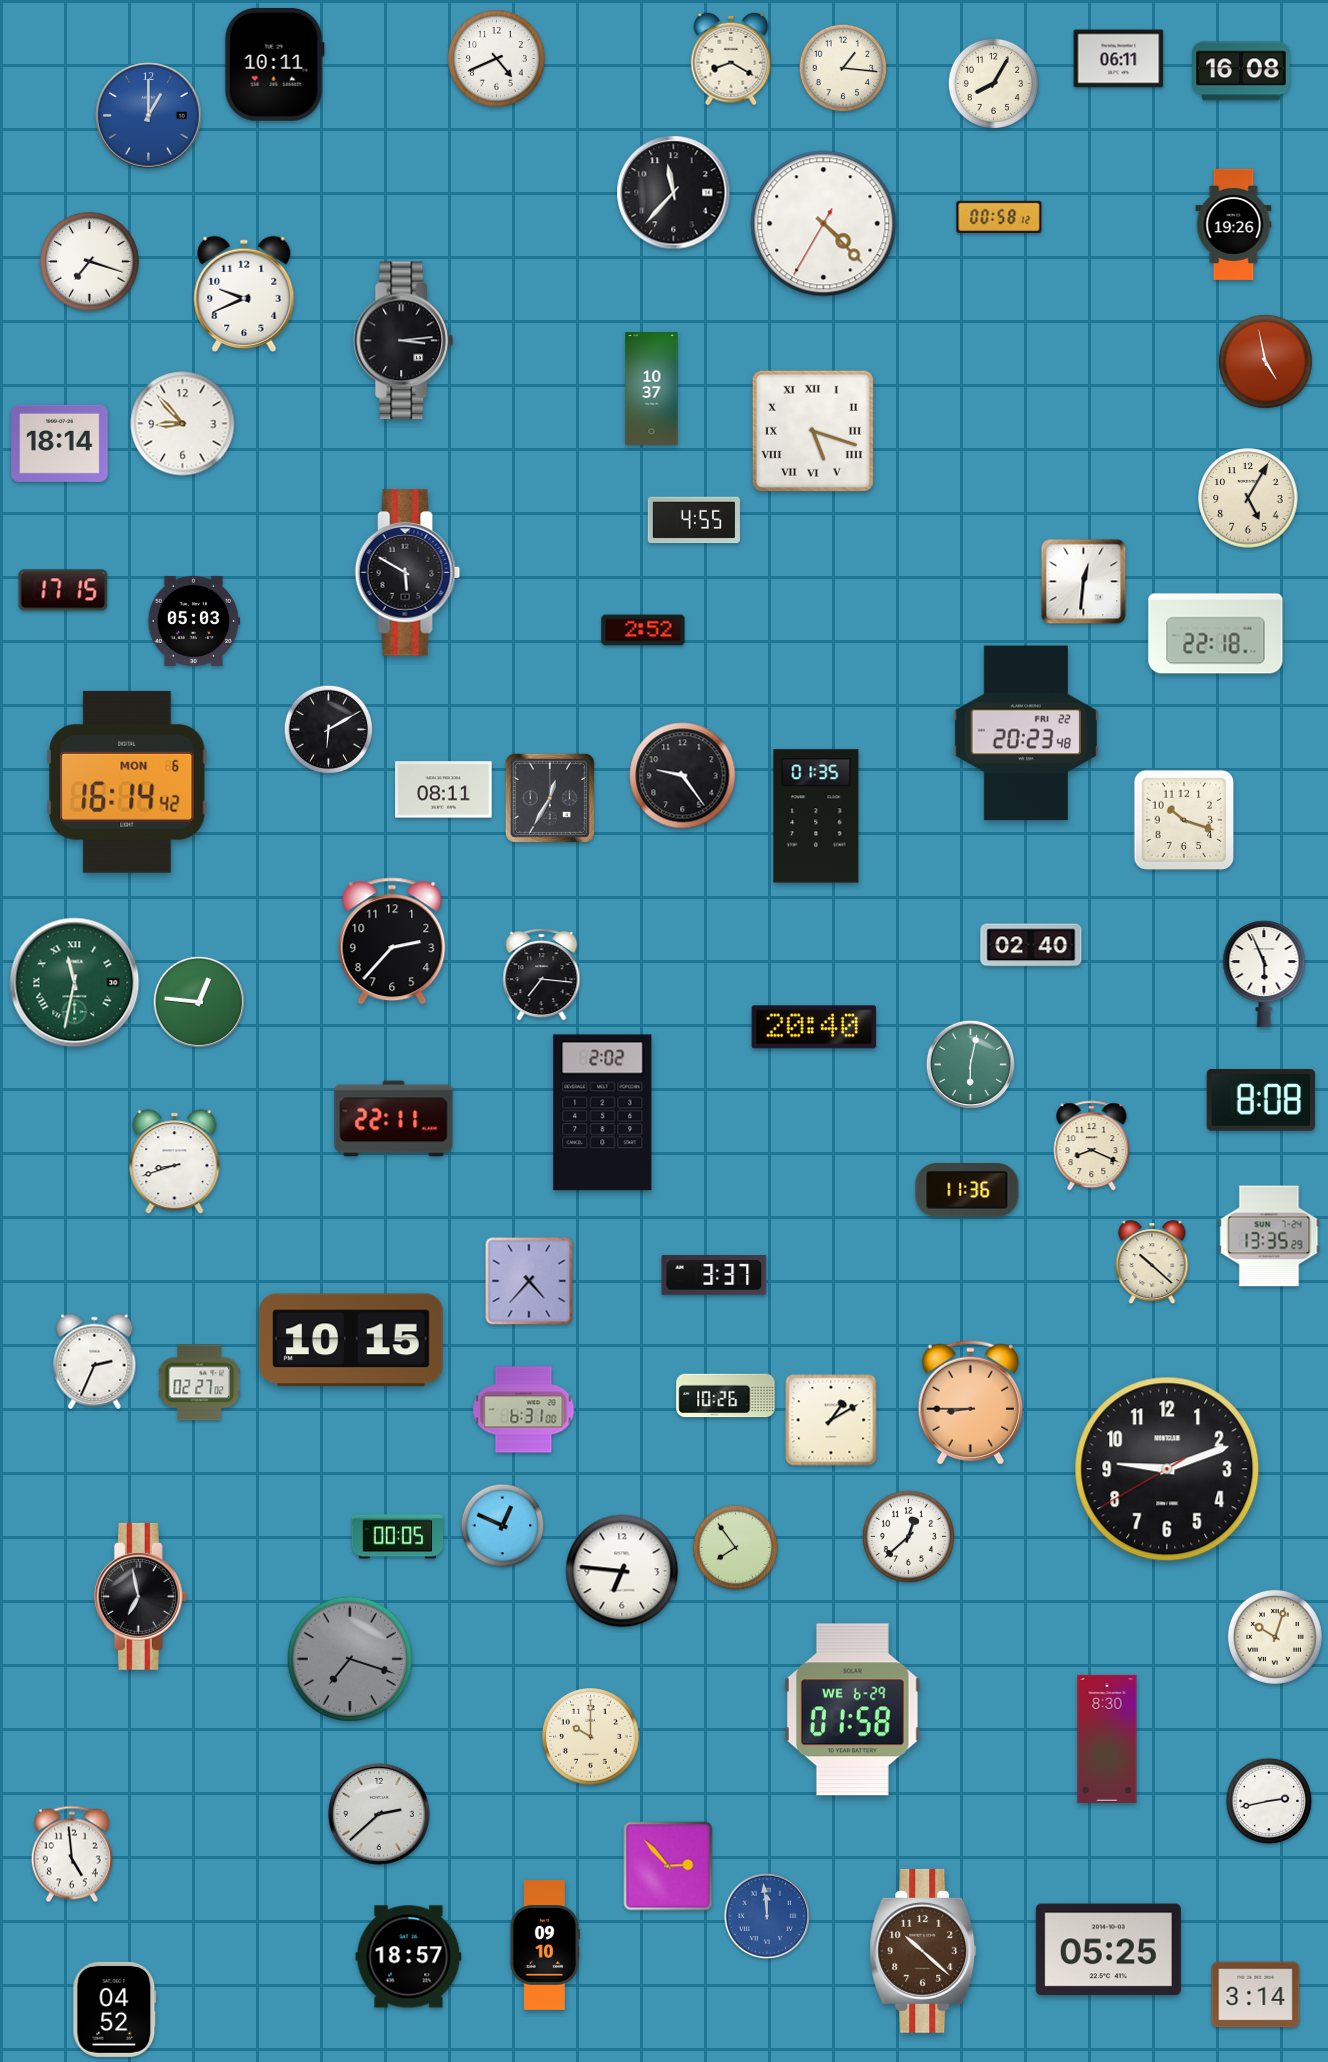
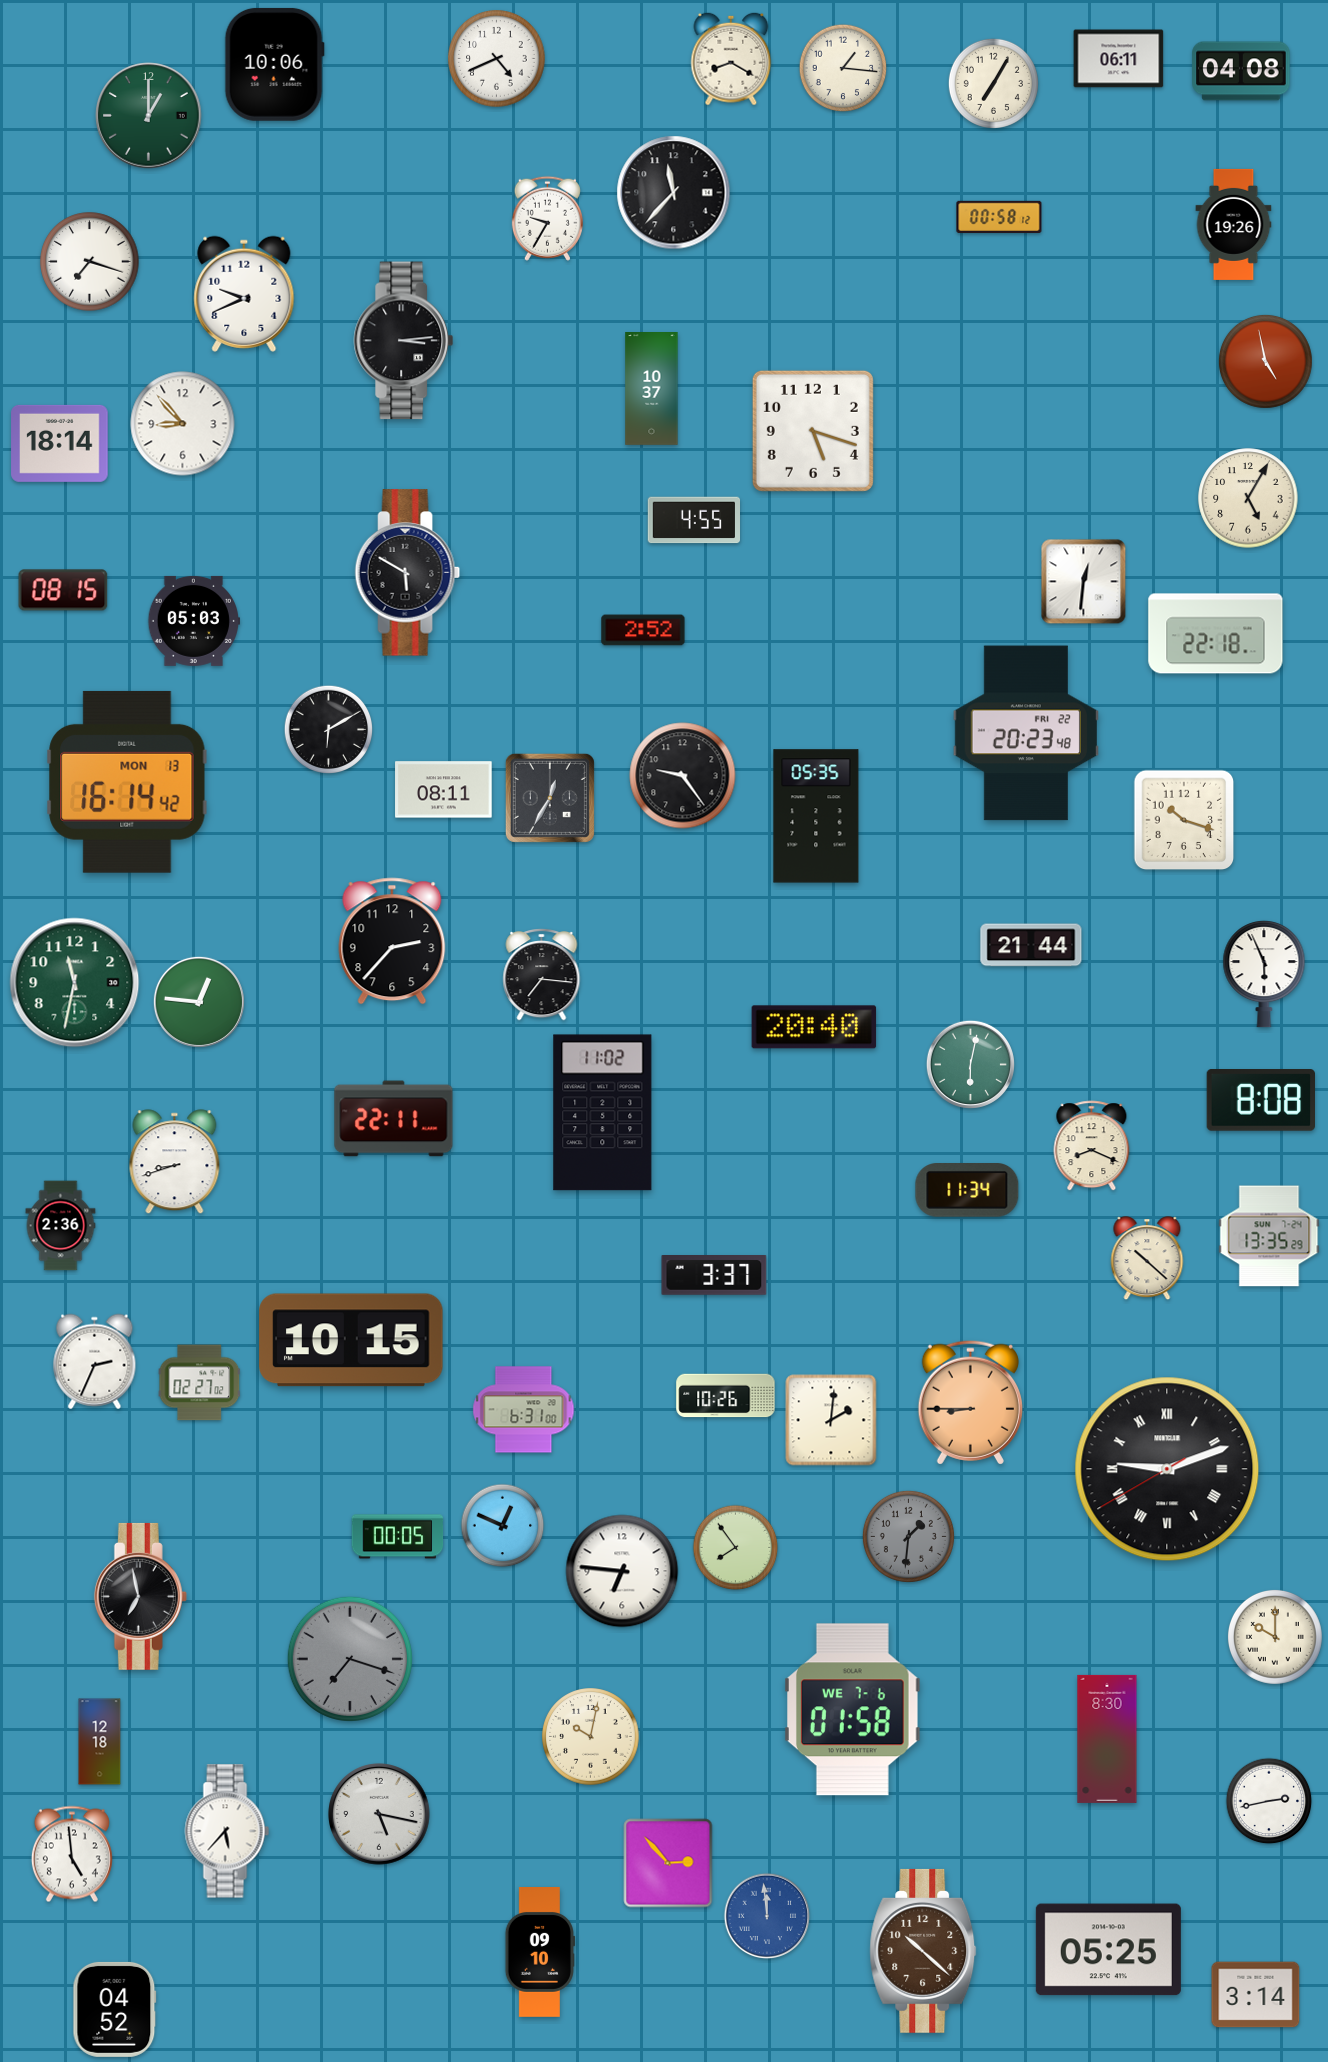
clock at (274, 64): 10:11 -> 10:06
clock at (1241, 71): 16:08 -> 04:08
clock at (993, 83): 8:05 -> 7:05
clock at (149, 116) dial: blue -> green
clock at (547, 218): none -> 9:35
clock at (824, 224): 4:22 -> none
clock at (813, 431) numerals: Roman -> Arabic
clock at (63, 590): 17:15 -> 08:15
clock at (127, 782) date: MON 6 -> MON 13
clock at (816, 816): 01:35 -> 05:35
clock at (1031, 945): 02:40 -> 21:44
clock at (75, 983) numerals: Roman -> Arabic
clock at (603, 1113): 2:02 -> 11:02
clock at (967, 1191): 11:36 -> 11:34
clock at (61, 1226): none -> 2:36
clock at (1152, 1263) position: (1152, 1263) -> (1147, 1259)
clock at (529, 1281): 4:37 -> none
clock at (831, 1420): 1:10 -> 2:01
clock at (1167, 1469) numerals: Arabic -> Roman
clock at (908, 1536): 12:38 -> 1:31
clock at (908, 1536) dial: white -> grey
clock at (1275, 1637): 10:03 -> 10:00
clock at (853, 1710) date: WE 6-29 -> WE 7-6
clock at (591, 1737): 10:00 -> 10:02
clock at (100, 1742): none -> 12:18
clock at (379, 1814): 2:38 -> 5:17
clock at (227, 1831): none -> 5:37
clock at (668, 1866) position: (668, 1866) -> (668, 1863)
clock at (545, 1946) position: (545, 1946) -> (540, 1953)
clock at (409, 1957): 18:57 -> none
